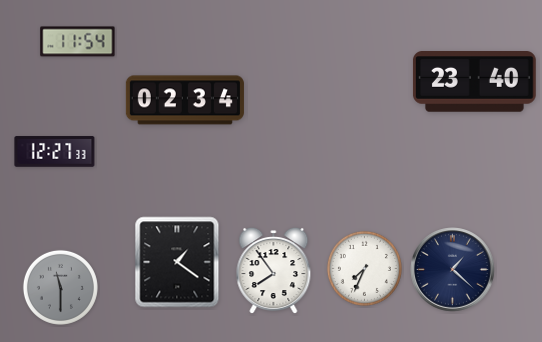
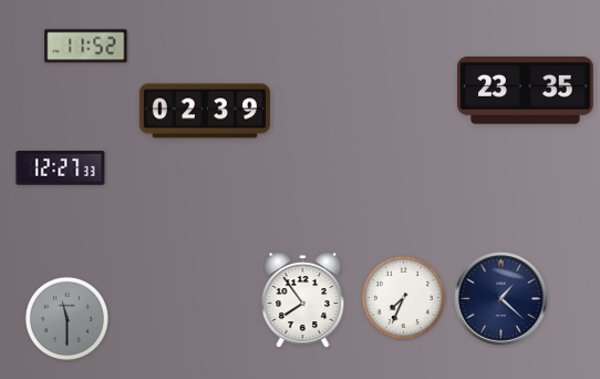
clock at (78, 42): 11:54 -> 11:52
clock at (474, 82): 23:40 -> 23:35
clock at (185, 100): 02:34 -> 02:39
clock at (177, 262): 1:21 -> none
